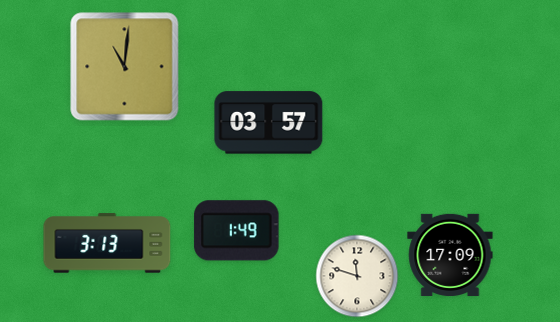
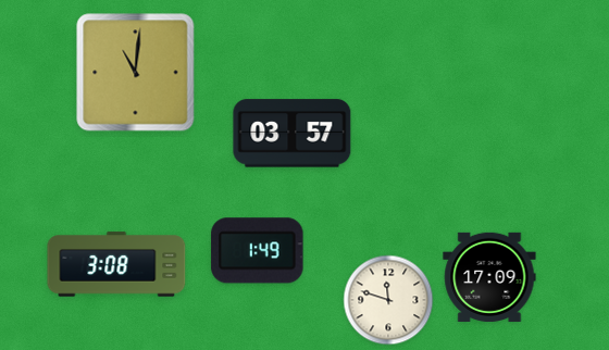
clock at (107, 243): 3:13 -> 3:08
